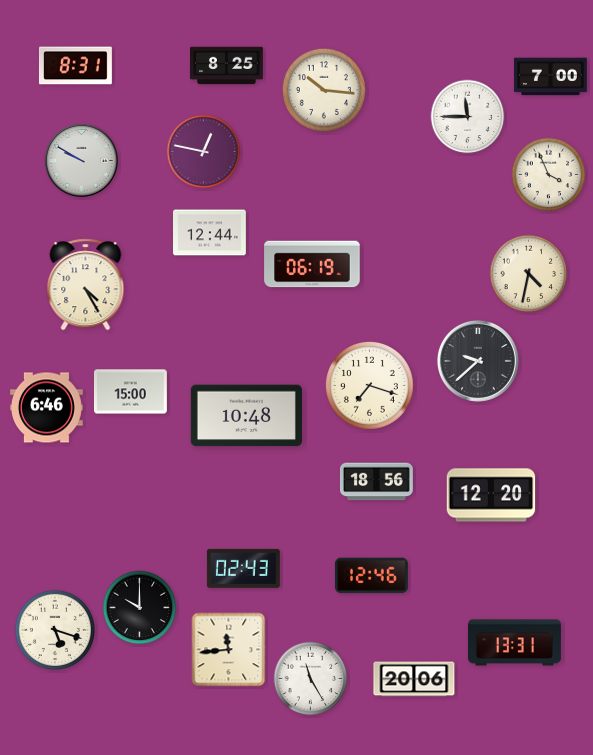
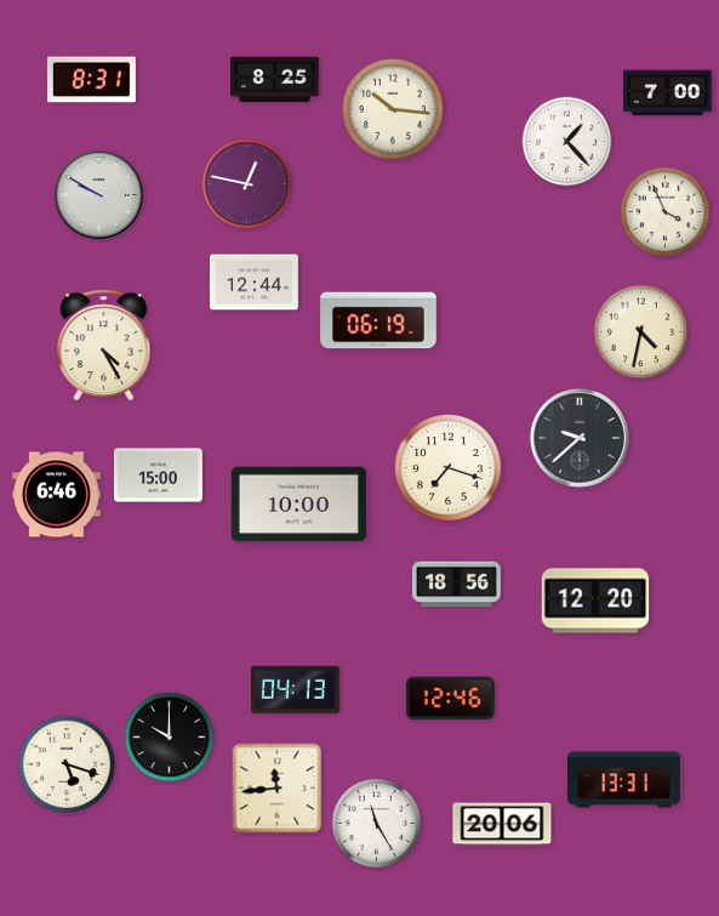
clock at (468, 117): 11:45 -> 1:23
clock at (246, 416): 10:48 -> 10:00
clock at (243, 568): 02:43 -> 04:13
